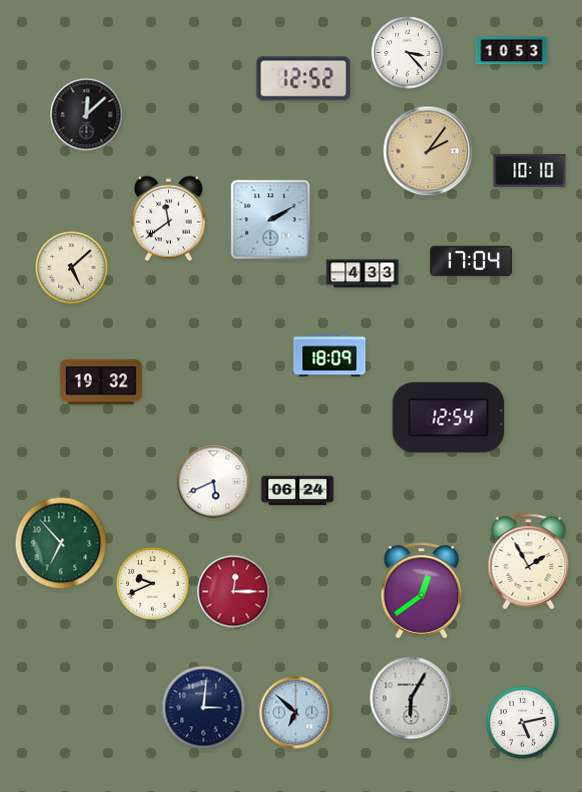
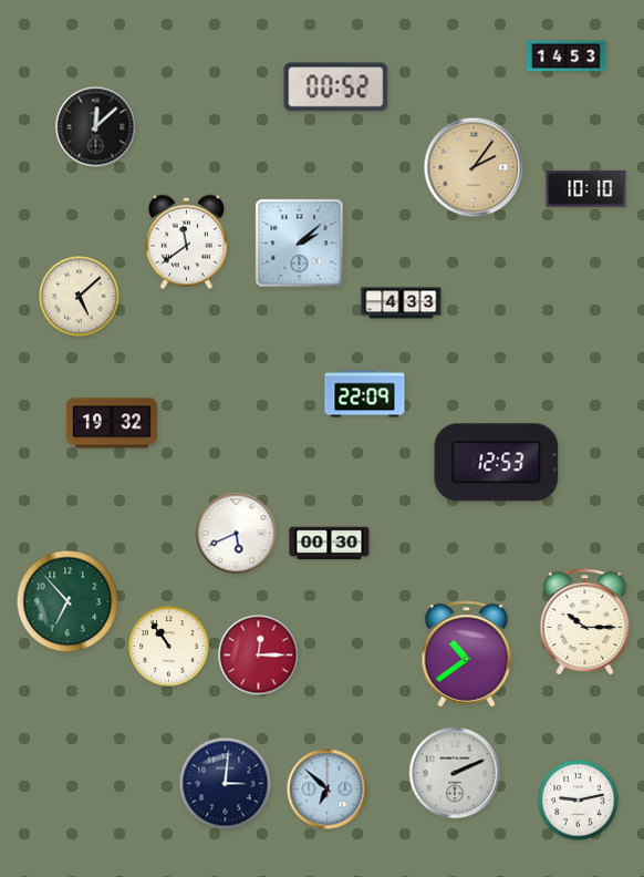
clock at (512, 51): 10:53 -> 14:53
clock at (408, 53): 3:23 -> none
clock at (304, 79): 12:52 -> 00:52
clock at (271, 220): 2:10 -> 2:08
clock at (471, 260): 17:04 -> none
clock at (330, 356): 18:09 -> 22:09
clock at (449, 418): 12:54 -> 12:53
clock at (298, 491): 06:24 -> 00:30
clock at (529, 562): 1:55 -> 10:15
clock at (153, 584): 9:41 -> 10:54
clock at (422, 591): 12:39 -> 10:39
clock at (411, 698): 6:05 -> 2:11
clock at (523, 723): 5:13 -> 9:13
